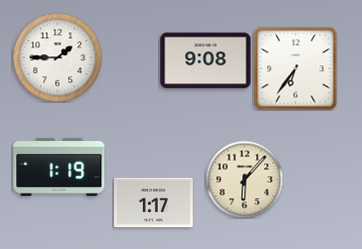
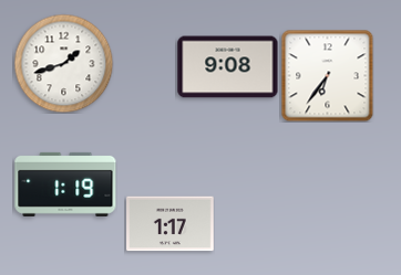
clock at (57, 57): 1:45 -> 1:42
clock at (244, 179): 6:07 -> none
